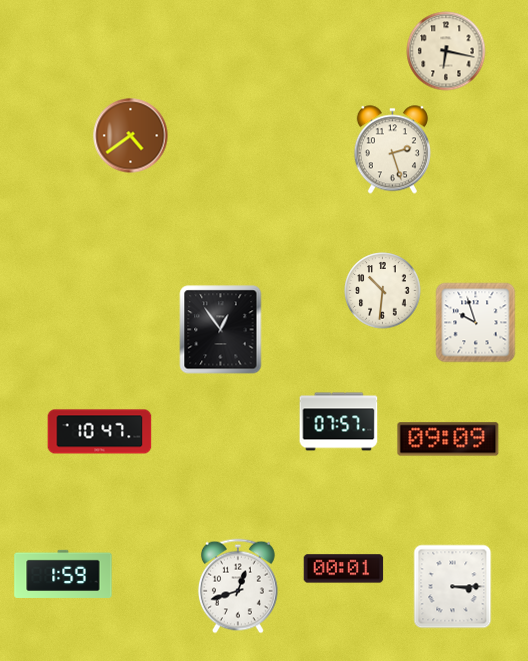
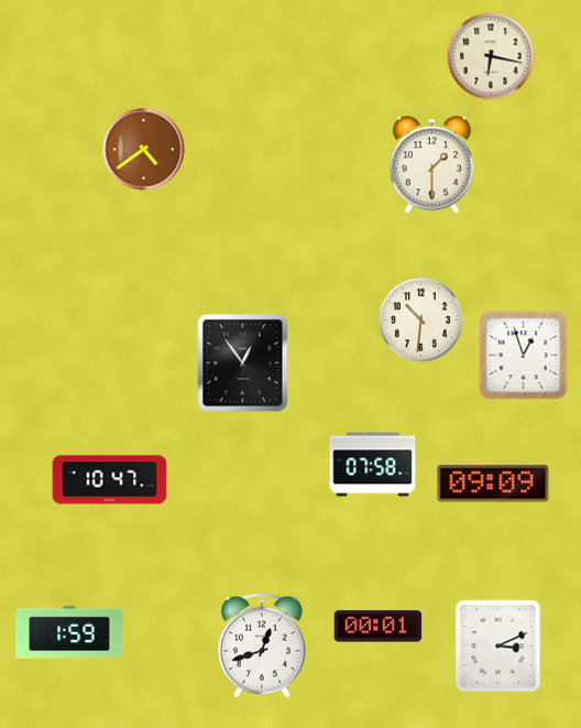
clock at (392, 150): 2:27 -> 1:30
clock at (476, 323): 9:57 -> 12:57
clock at (339, 422): 07:57 -> 07:58
clock at (100, 432) position: (100, 432) -> (110, 480)
clock at (453, 587): 3:15 -> 3:11
